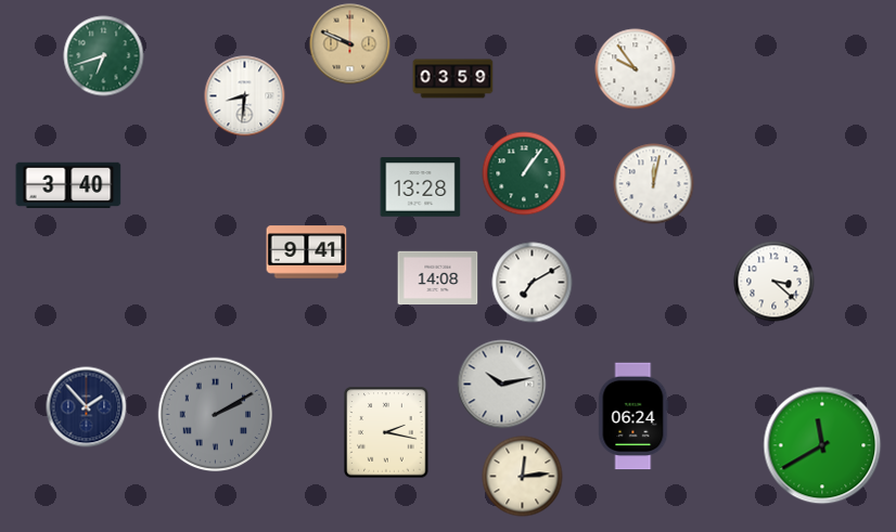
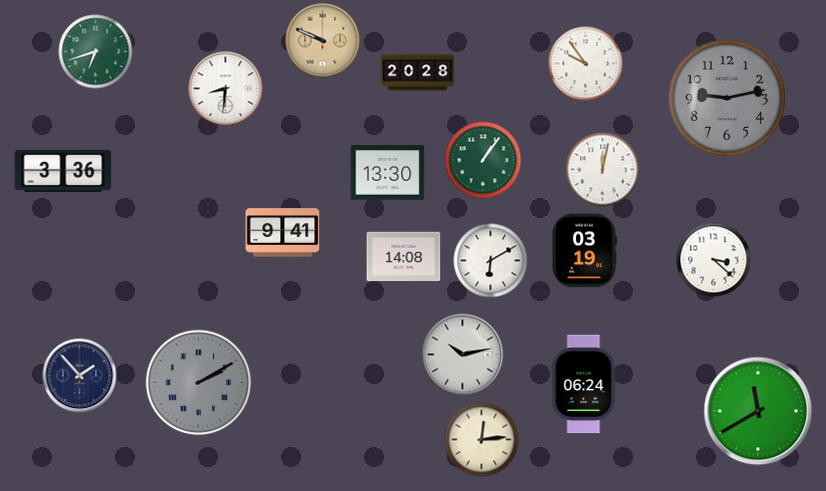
clock at (453, 79): 03:59 -> 20:28
clock at (727, 98): none -> 9:13
clock at (68, 185): 3:40 -> 3:36
clock at (421, 187): 13:28 -> 13:30
clock at (584, 251): none -> 03:19
clock at (533, 283): 7:10 -> 6:10
clock at (386, 432): 2:17 -> none
